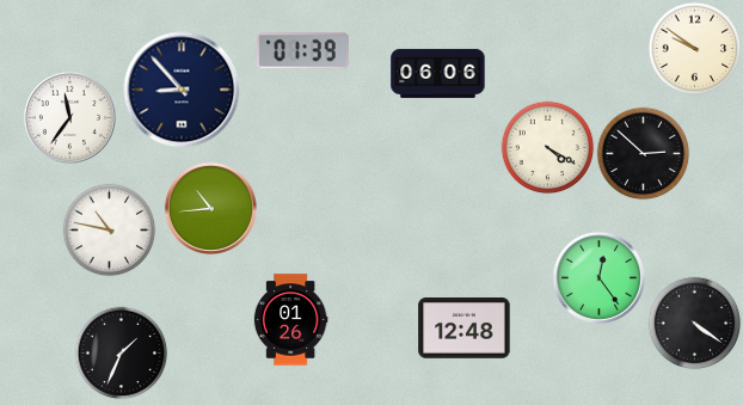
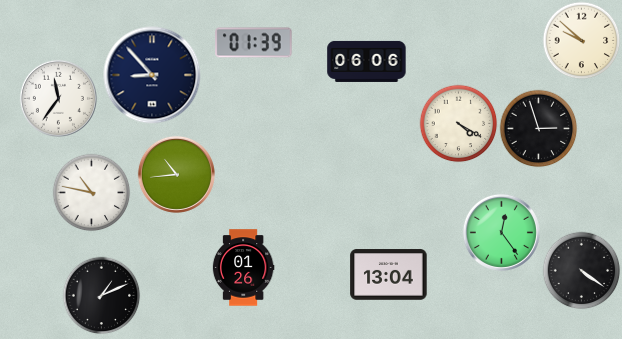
clock at (694, 48): 9:51 -> 9:52
clock at (643, 153): 2:52 -> 2:57
clock at (465, 329): 12:48 -> 13:04
clock at (121, 352): 1:34 -> 1:11
